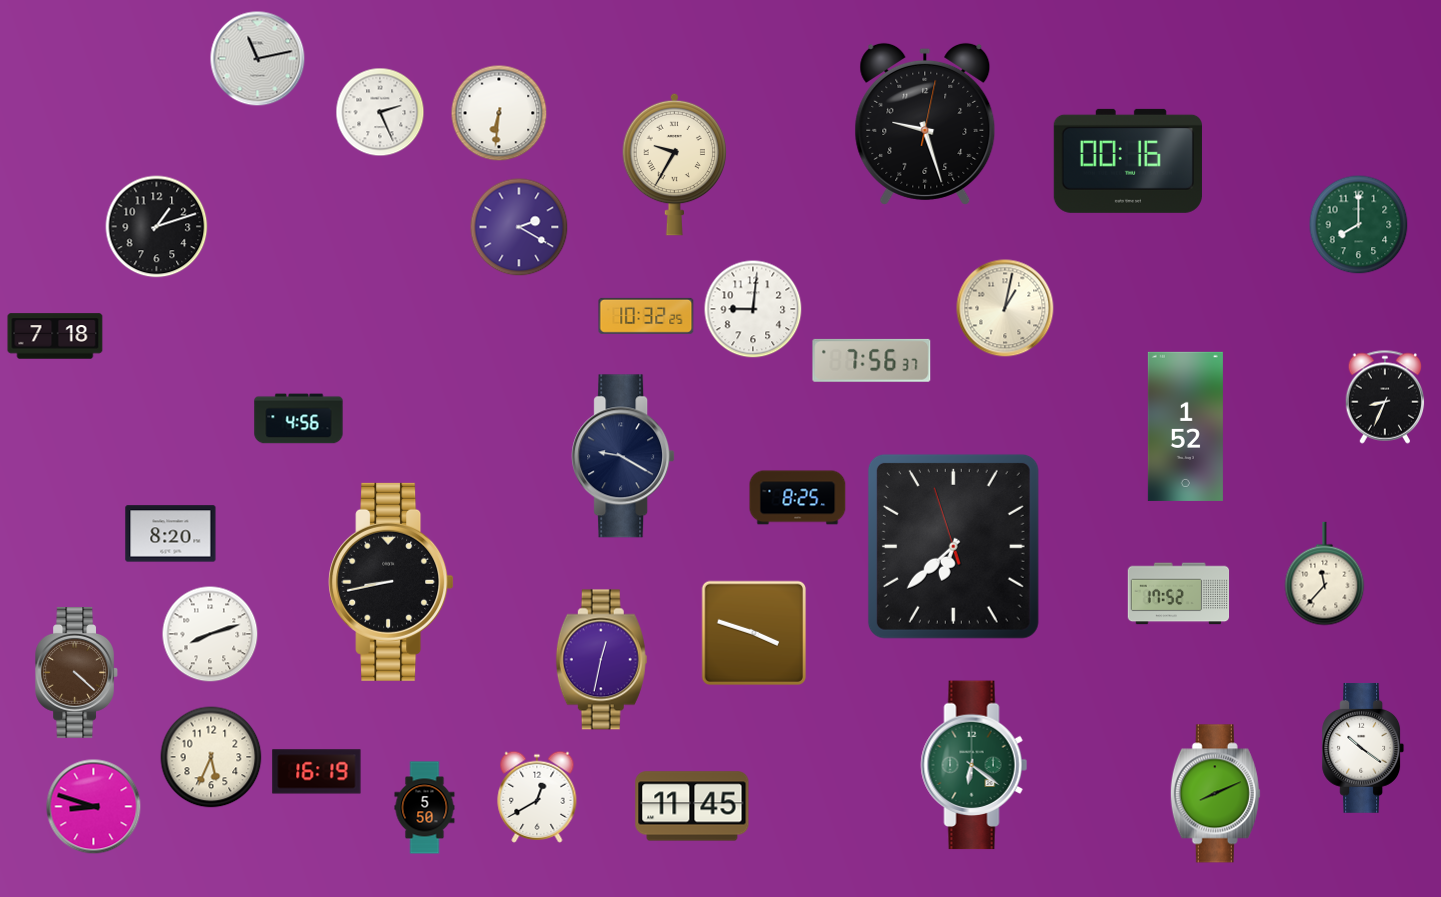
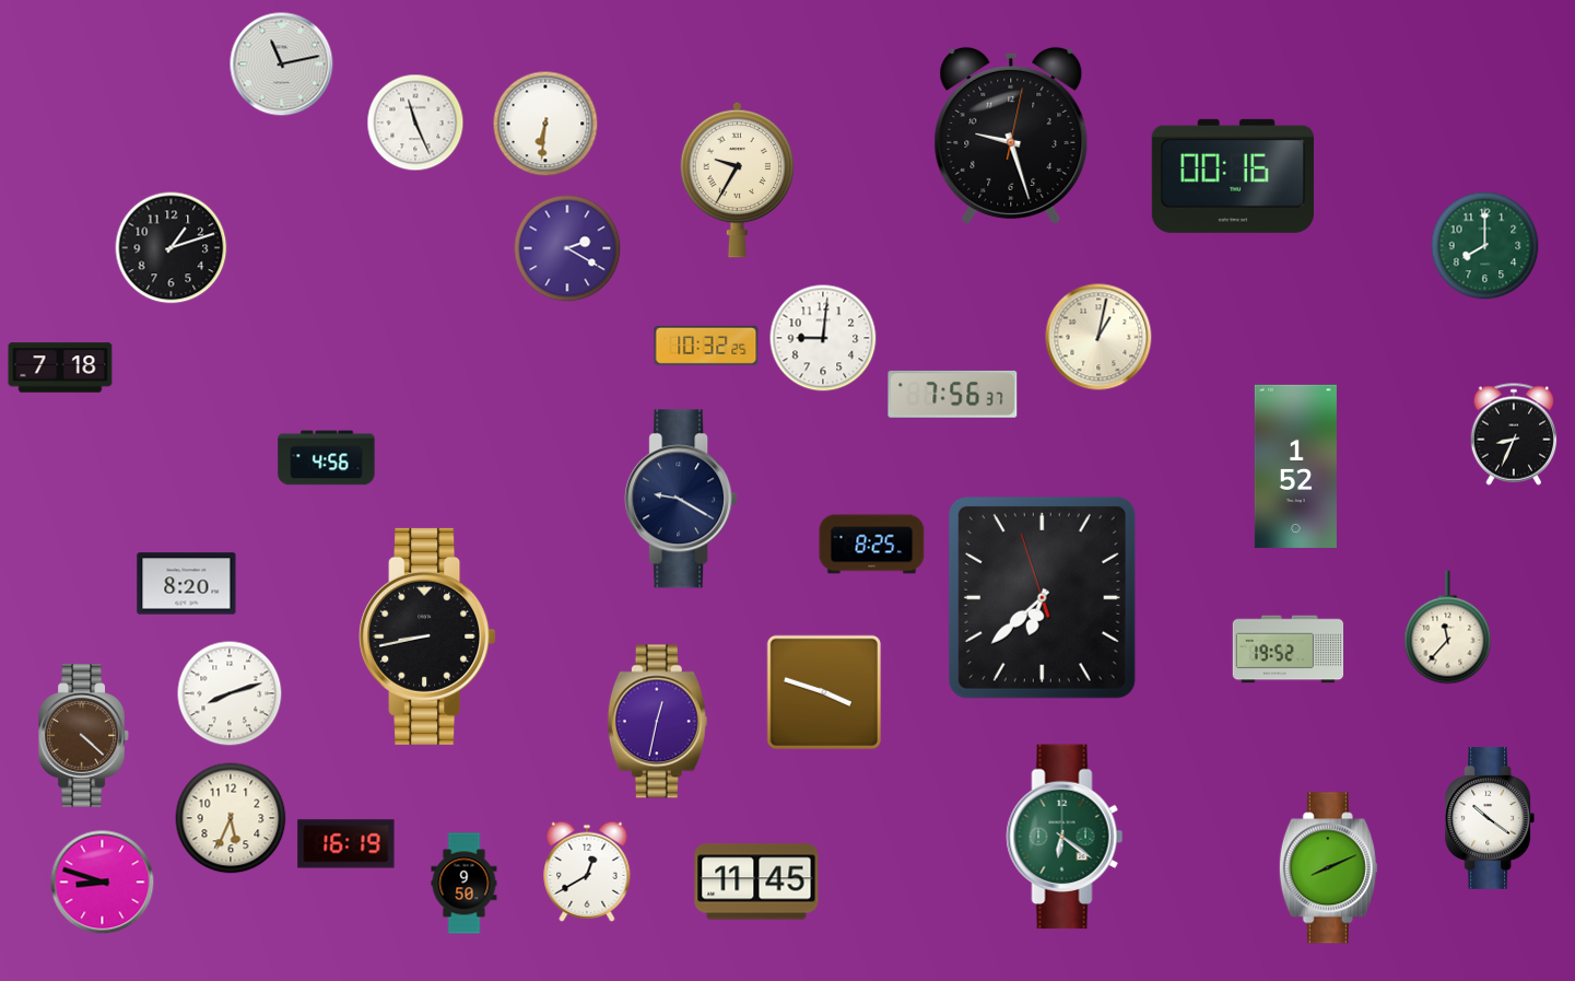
clock at (380, 112): 2:26 -> 11:26
clock at (1179, 594): 17:52 -> 19:52
clock at (211, 757) position: (211, 757) -> (231, 818)
clock at (425, 808): 5:50 -> 9:50
